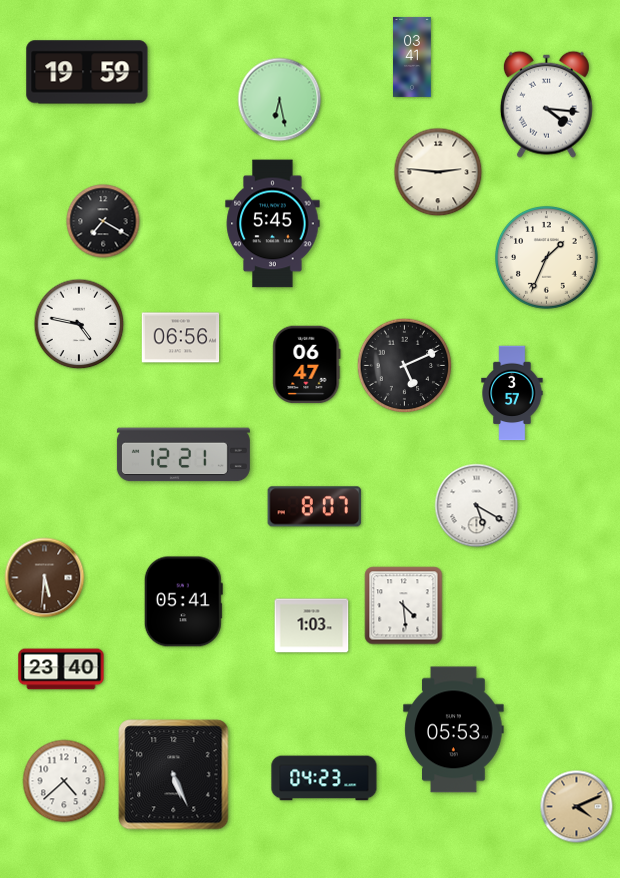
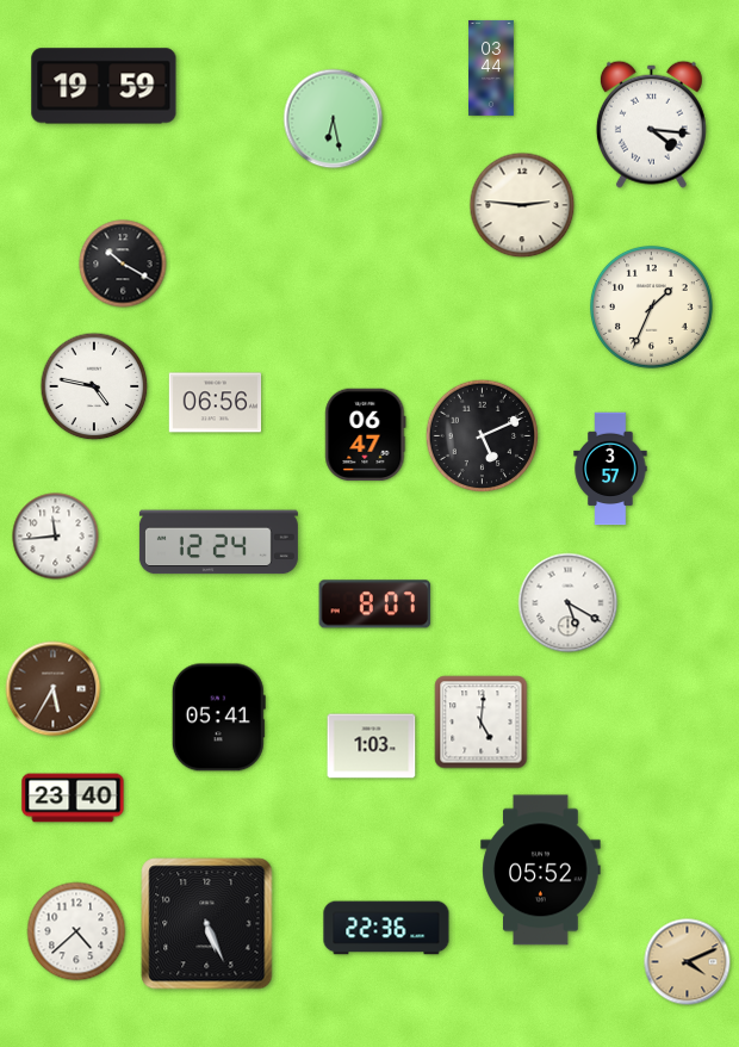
clock at (413, 57): 03:41 -> 03:44
clock at (103, 221): 7:20 -> 10:20
clock at (273, 224): 5:45 -> none
clock at (56, 537): none -> 11:44
clock at (183, 455): 12:21 -> 12:24
clock at (45, 578): 5:31 -> 5:35
clock at (404, 606): 4:29 -> 5:01
clock at (454, 730): 05:53 -> 05:52
clock at (324, 778): 04:23 -> 22:36
